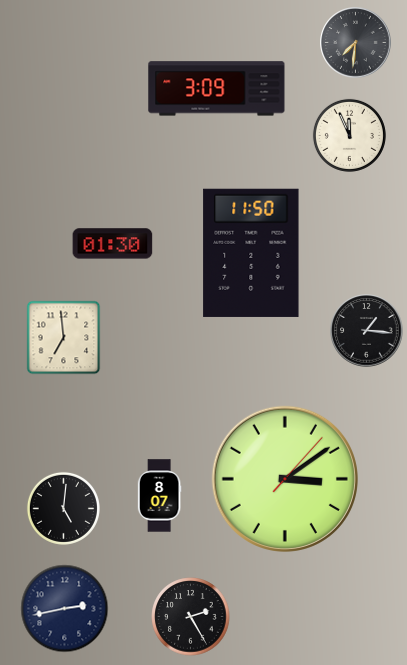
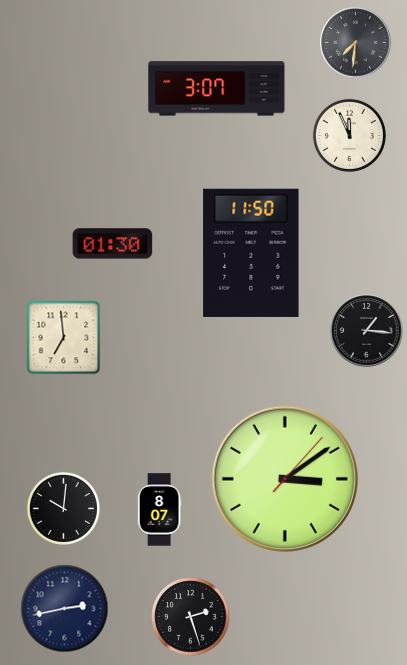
clock at (217, 89): 3:09 -> 3:07
clock at (159, 496) position: (159, 496) -> (159, 510)
clock at (63, 508): 5:01 -> 10:01
clock at (191, 617): 2:25 -> 2:27
